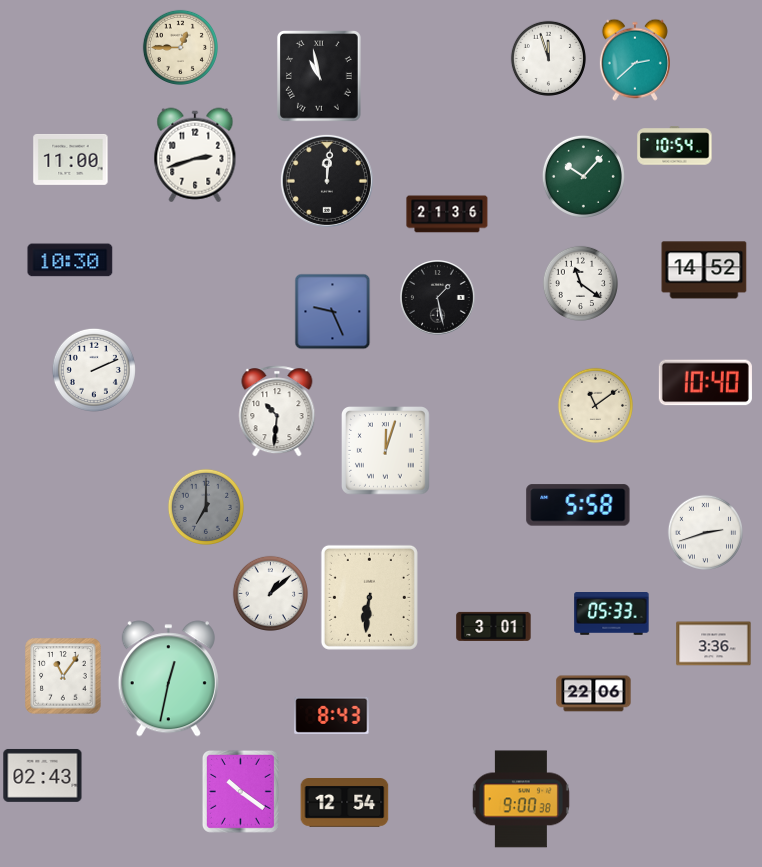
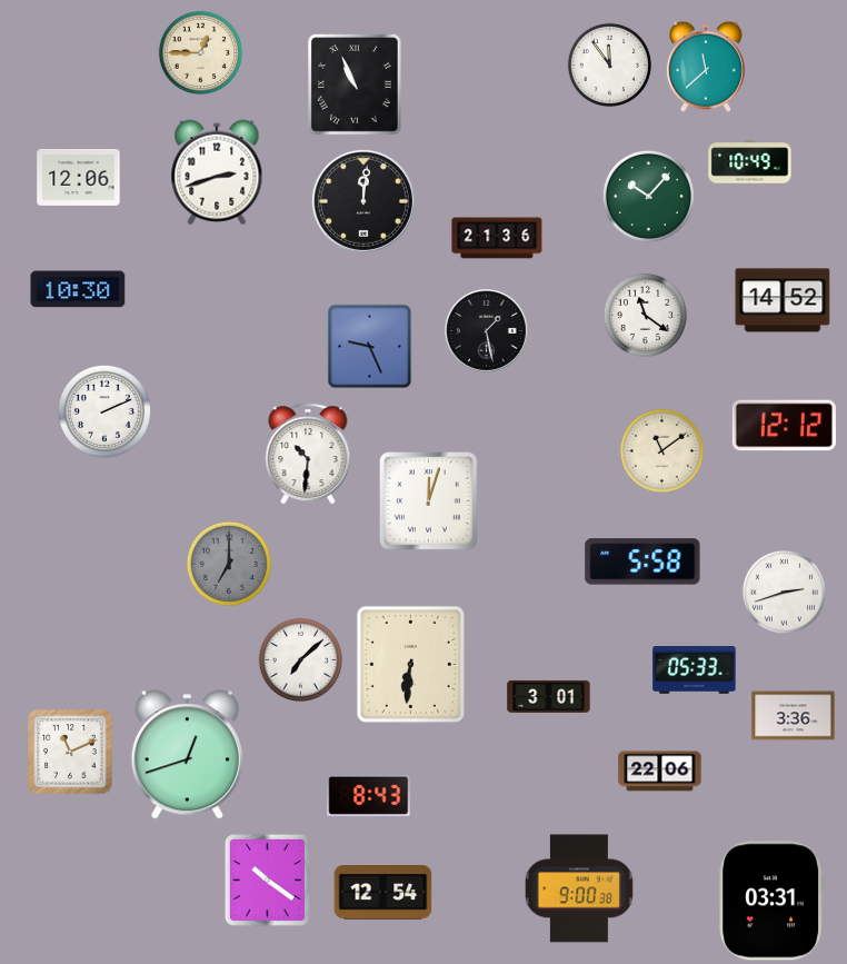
clock at (548, 58): 11:57 -> 11:54
clock at (635, 60): 2:38 -> 11:38
clock at (320, 77): 10:58 -> 10:56
clock at (675, 146): 10:54 -> 10:49
clock at (71, 159): 11:00 -> 12:06
clock at (705, 383): 10:40 -> 12:12
clock at (277, 411) position: (277, 411) -> (308, 454)
clock at (270, 593): 1:08 -> 7:08
clock at (612, 614) position: (612, 614) -> (695, 670)
clock at (63, 676): 11:06 -> 11:11
clock at (168, 679): 12:32 -> 12:42
clock at (43, 775): 02:43 -> none
clock at (771, 901): none -> 03:31
